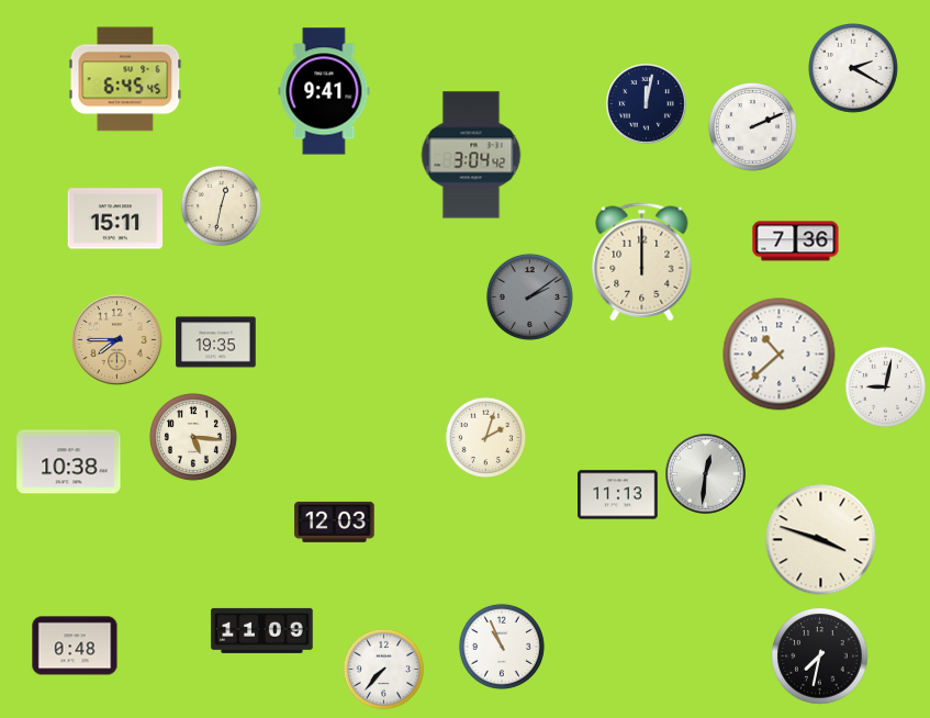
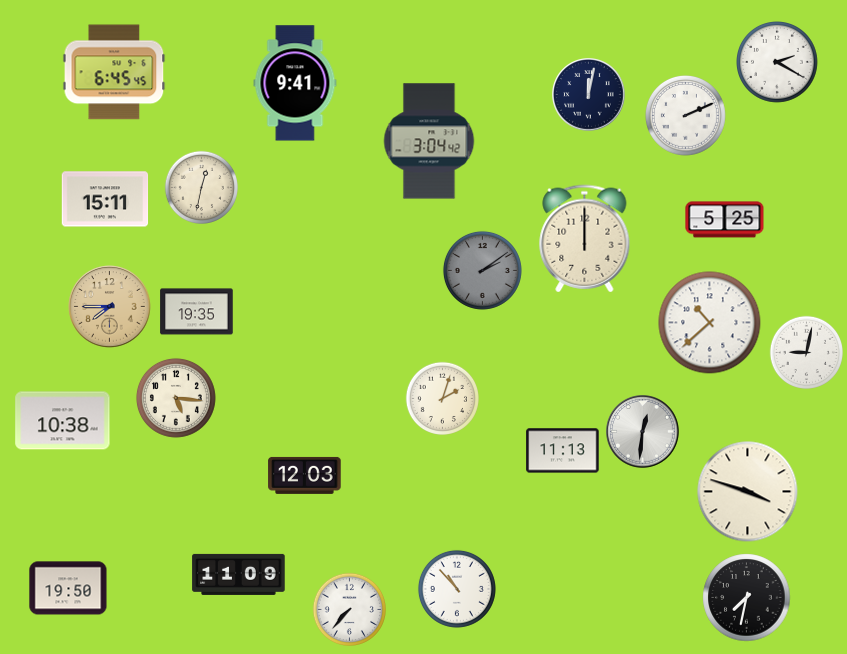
clock at (796, 242): 7:36 -> 5:25
clock at (117, 340) position: (117, 340) -> (110, 307)
clock at (75, 646): 0:48 -> 19:50
clock at (502, 647): 10:56 -> 10:53
